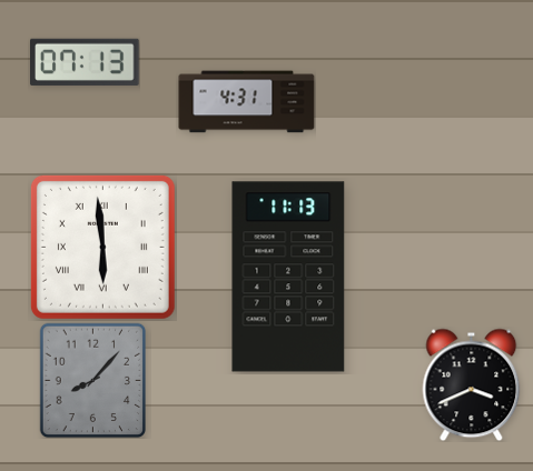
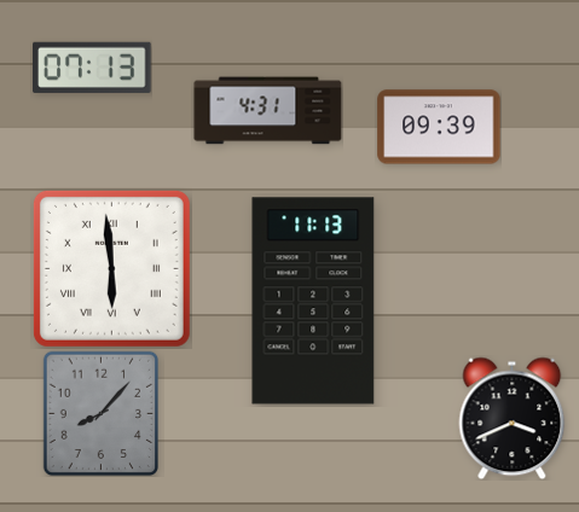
clock at (439, 127): none -> 09:39
